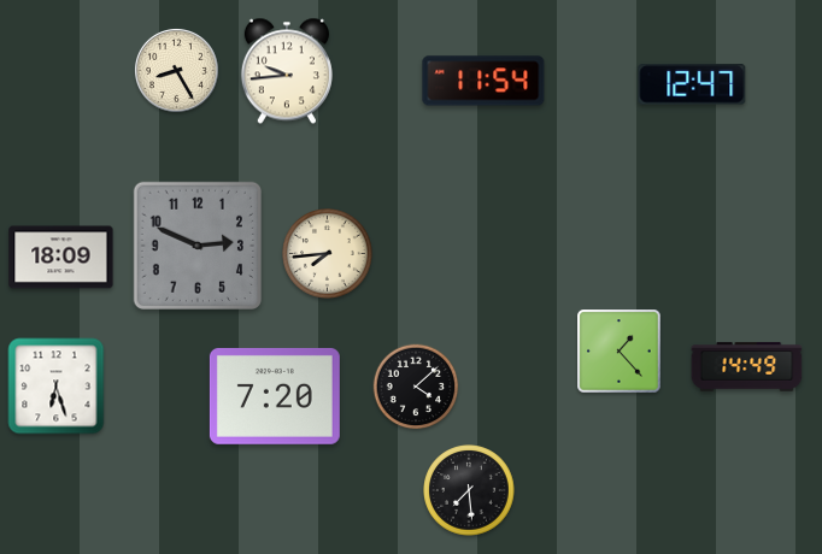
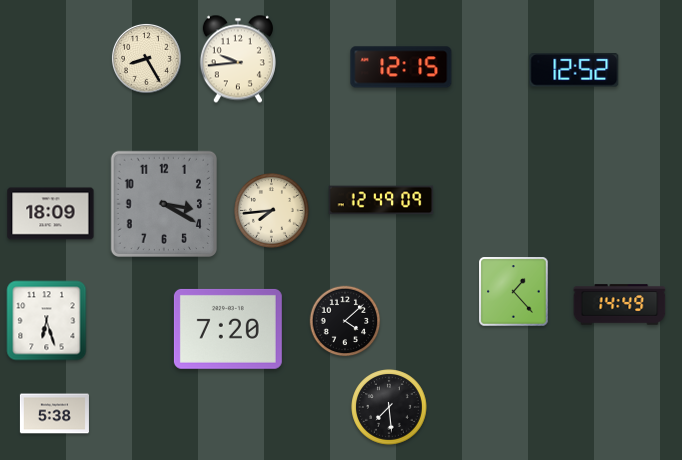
clock at (483, 81): 11:54 -> 12:15
clock at (692, 84): 12:47 -> 12:52
clock at (381, 200): none -> 12:49
clock at (198, 246): 2:49 -> 3:20
clock at (54, 414): none -> 5:38
